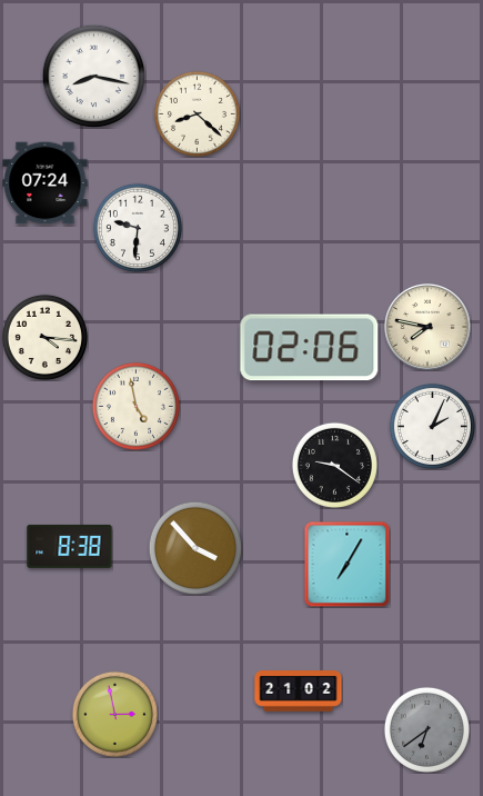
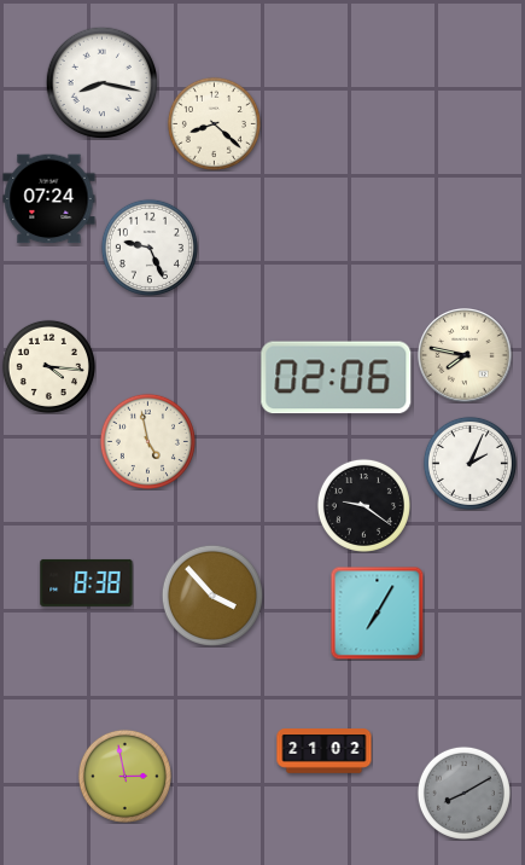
clock at (138, 228): 9:31 -> 9:26
clock at (70, 546) position: (70, 546) -> (87, 582)
clock at (426, 729): 6:39 -> 8:10
